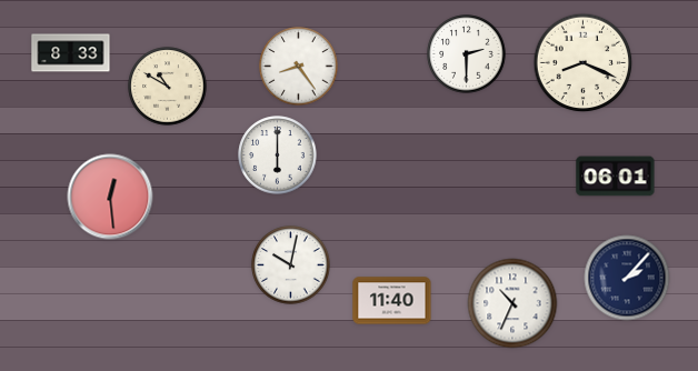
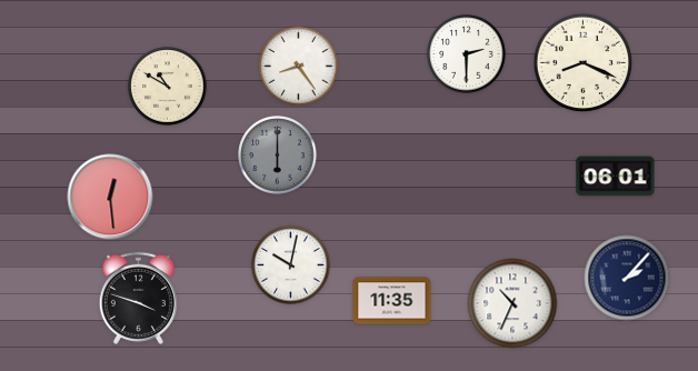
clock at (71, 53): 8:33 -> none
clock at (278, 156) dial: white -> grey
clock at (138, 298): none -> 3:48
clock at (392, 301): 11:40 -> 11:35
